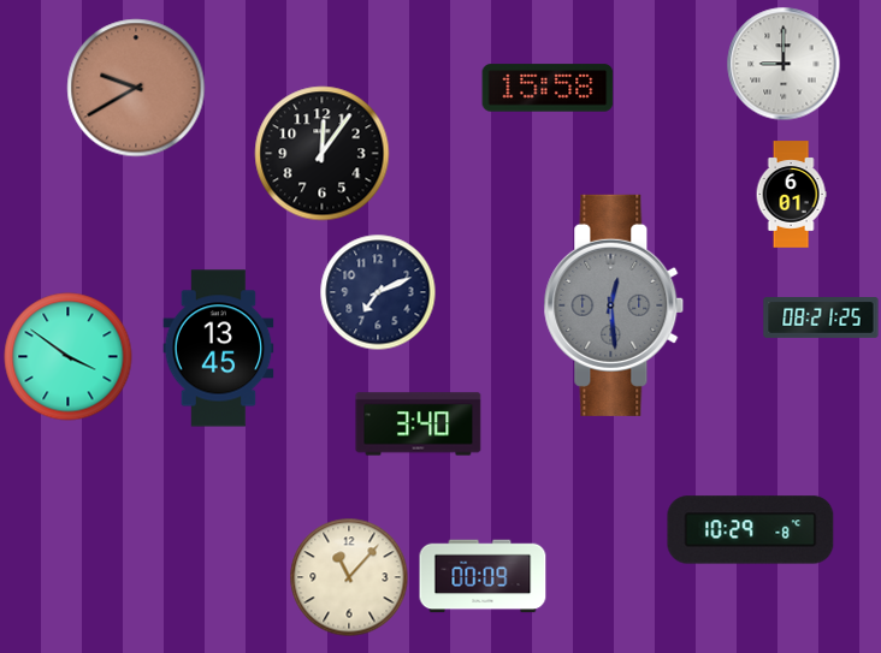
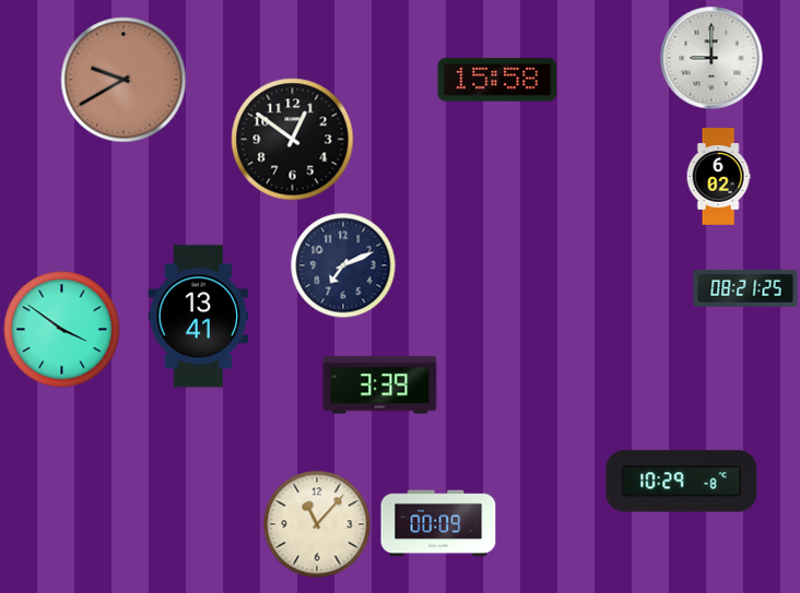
clock at (323, 154): 12:06 -> 12:51
clock at (791, 195): 6:01 -> 6:02
clock at (614, 305): 12:29 -> none
clock at (219, 349): 13:45 -> 13:41
clock at (69, 357) position: (69, 357) -> (62, 330)
clock at (419, 425): 3:40 -> 3:39
